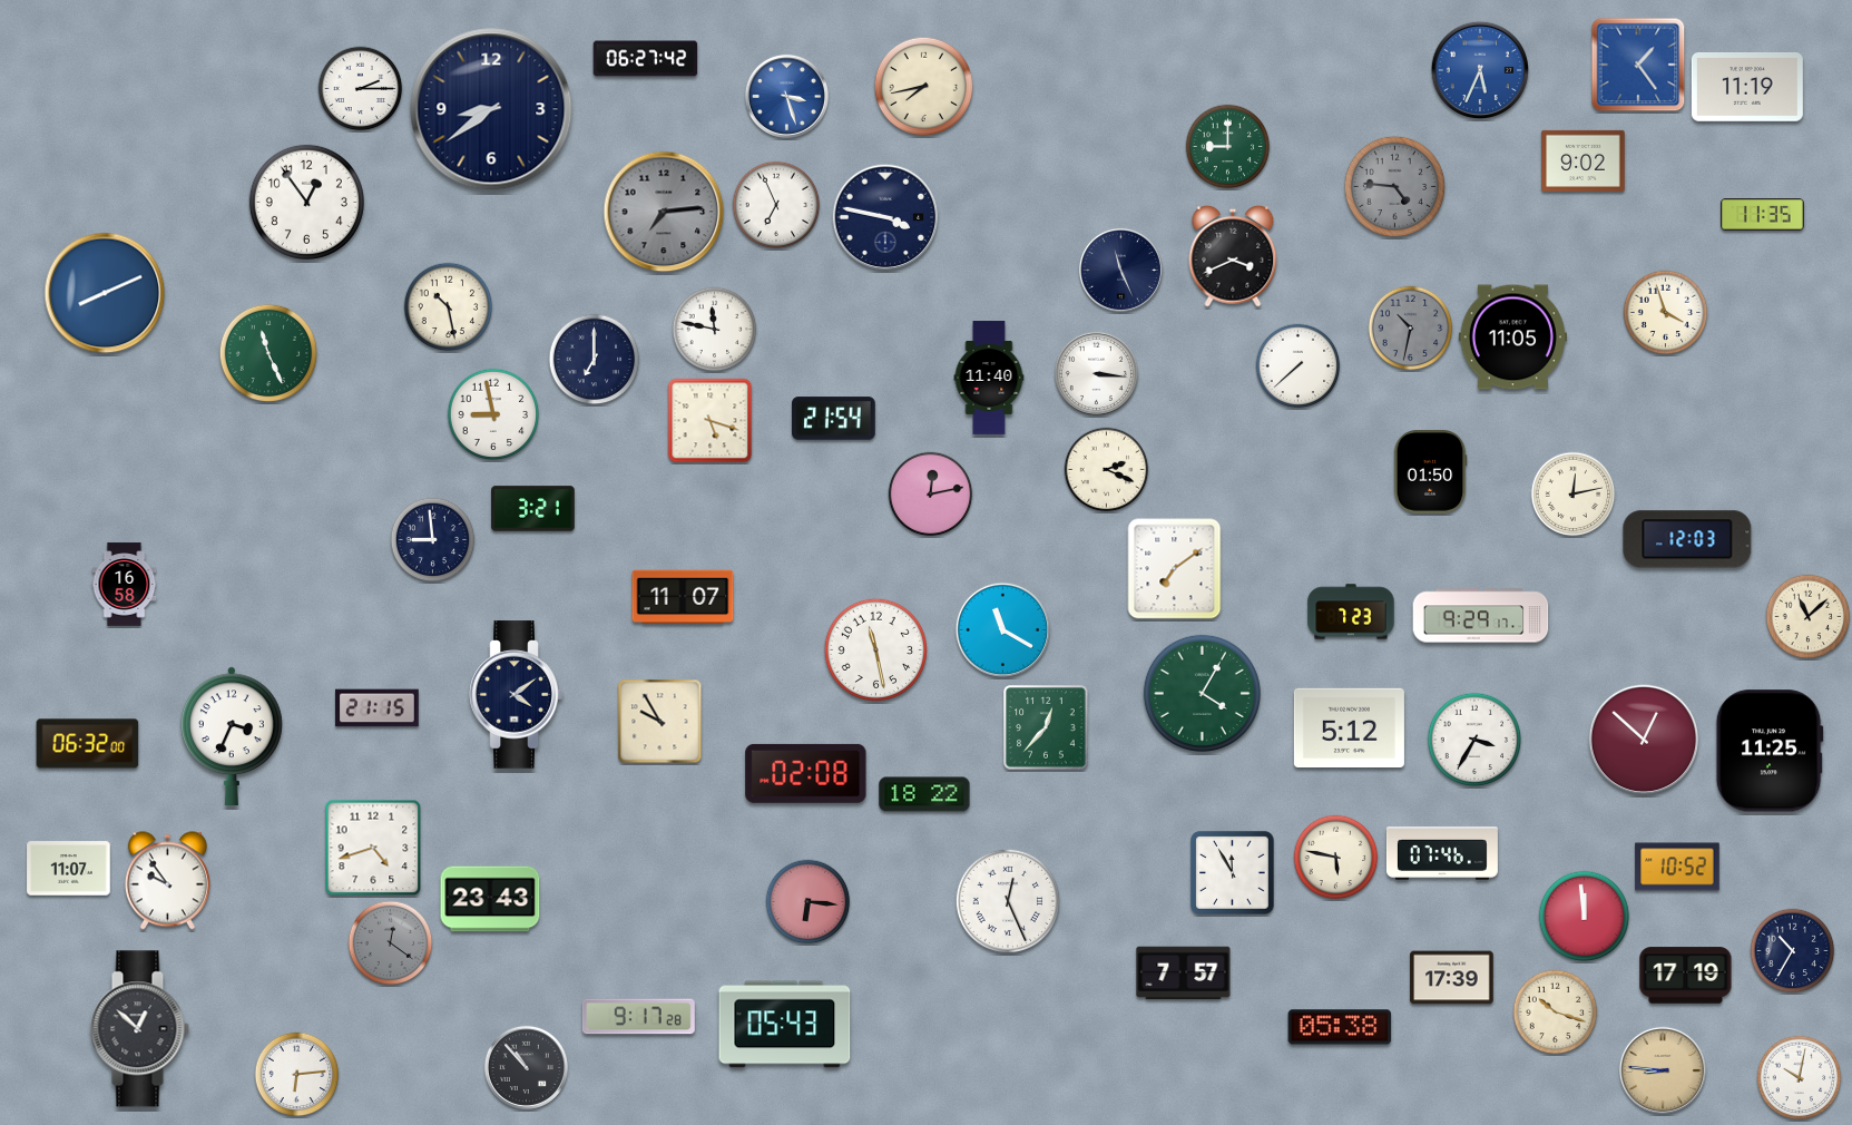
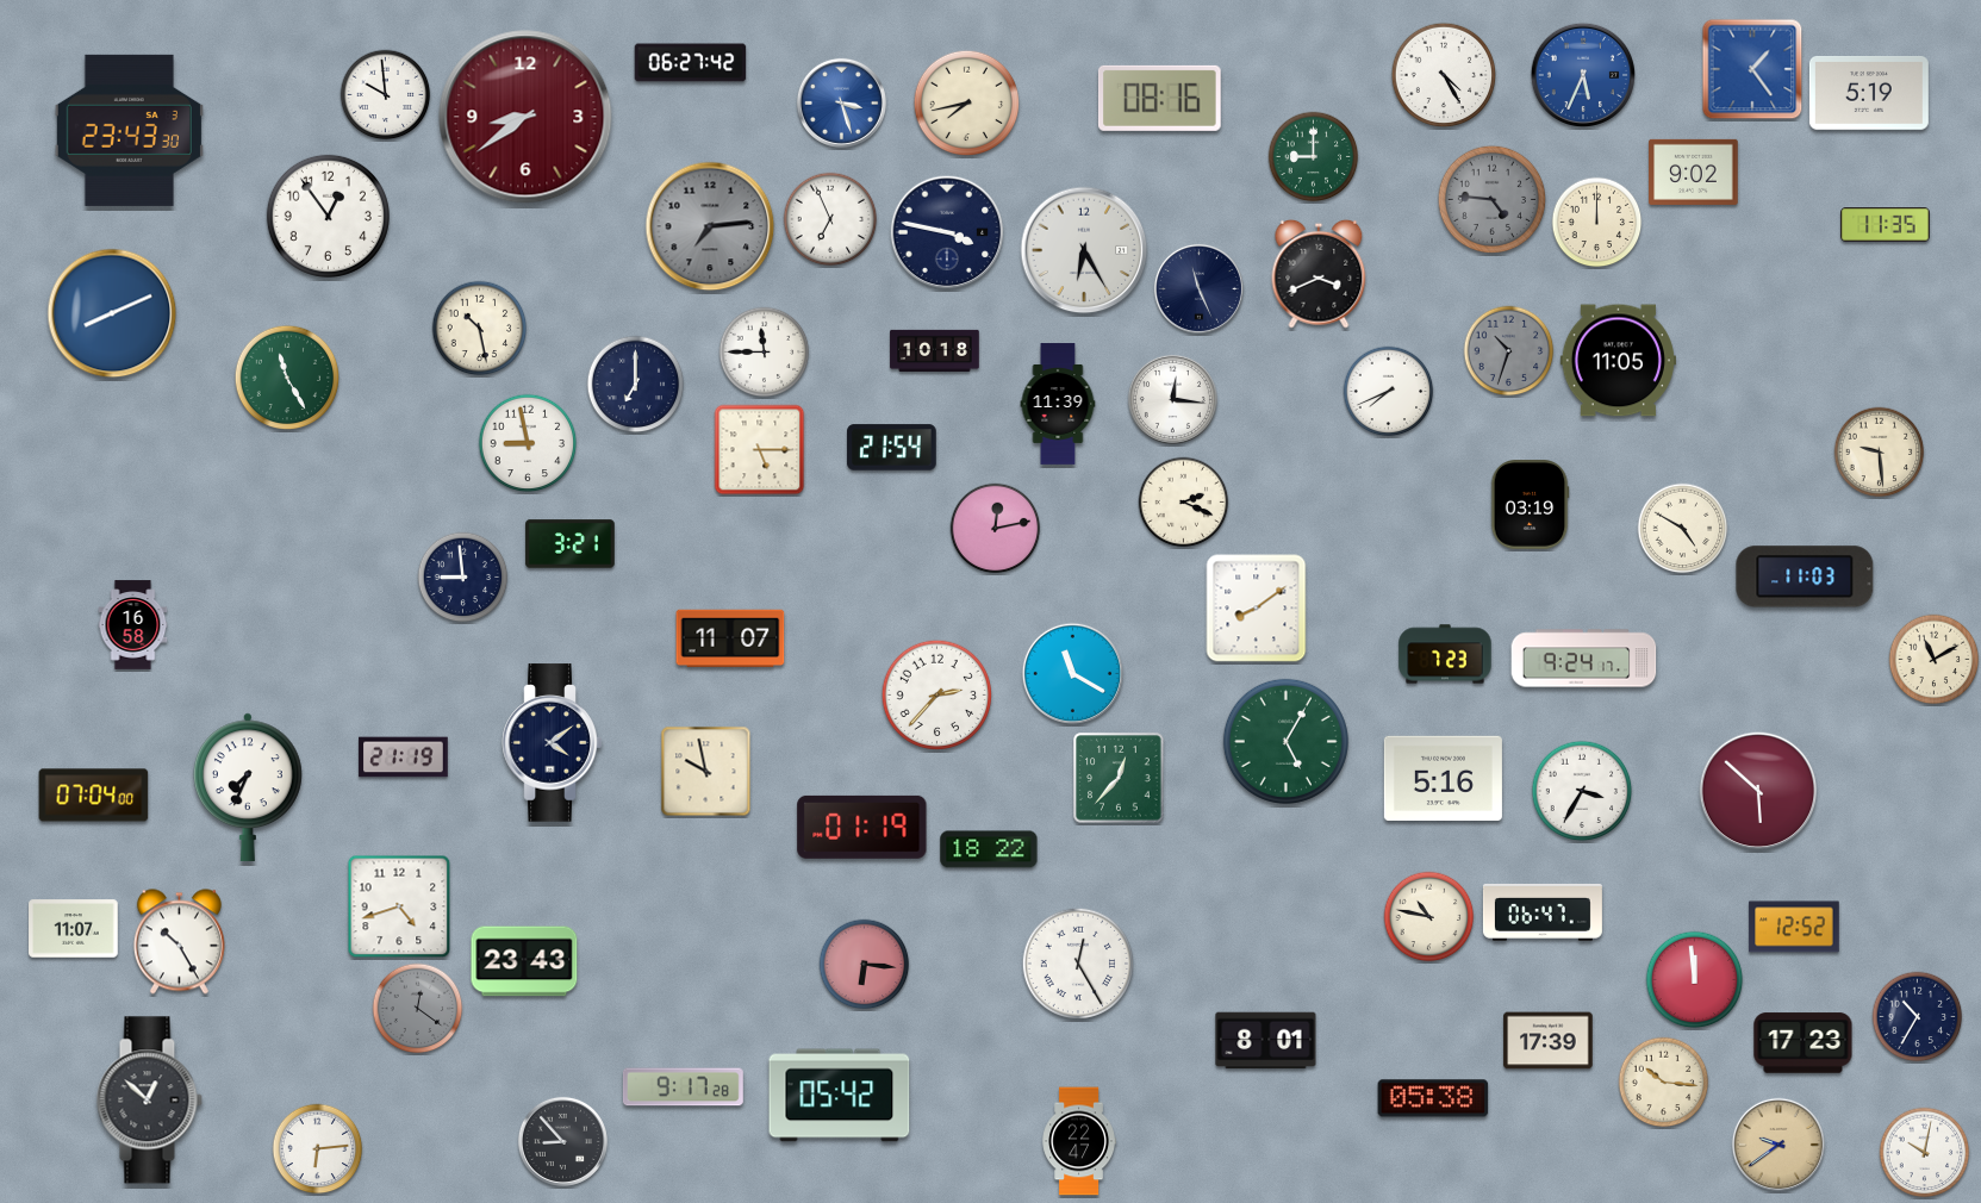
clock at (1444, 75): none -> 4:25
clock at (924, 87) position: (924, 87) -> (967, 104)
clock at (1747, 88): 11:19 -> 5:19
clock at (361, 89): 2:15 -> 9:59
clock at (1159, 98): none -> 08:16
clock at (491, 109) dial: navy -> burgundy
clock at (129, 130): none -> 23:43
clock at (1597, 223): none -> 12:00
clock at (1763, 215) position: (1763, 215) -> (1886, 225)
clock at (1084, 250): none -> 6:25
clock at (1666, 313): 3:57 -> none
clock at (935, 350): none -> 10:18
clock at (1411, 329): 10:32 -> 10:33
clock at (715, 330): 11:47 -> 11:45
clock at (268, 353): 11:26 -> 11:25
clock at (1299, 366): 7:38 -> 7:41
clock at (1096, 373): 3:16 -> 12:16
clock at (989, 378): 11:40 -> 11:39
clock at (711, 421): 5:18 -> 5:15
clock at (1880, 453): none -> 9:29
clock at (1430, 472): 01:50 -> 03:19
clock at (1574, 495): 12:13 -> 4:50
clock at (1687, 539): 12:03 -> 11:03
clock at (1175, 569): 7:09 -> 8:09
clock at (1481, 616): 9:29 -> 9:24
clock at (1809, 617): 11:08 -> 11:10
clock at (876, 650): 11:28 -> 2:37
clock at (1202, 693): 4:05 -> 5:05
clock at (378, 708): 21:15 -> 21:19
clock at (660, 722): 9:55 -> 9:58
clock at (1349, 727): 5:12 -> 5:16
clock at (233, 735): 3:34 -> 7:34
clock at (1474, 740) position: (1474, 740) -> (1582, 791)
clock at (1644, 740): 12:52 -> 5:52
clock at (88, 744): 06:32 -> 07:04
clock at (1770, 751): 11:25 -> none
clock at (806, 773): 02:08 -> 01:19
clock at (1442, 853): 07:46 -> 06:47
clock at (1336, 858): 5:47 -> 10:47
clock at (1677, 867): 10:52 -> 12:52
clock at (1233, 873): 11:55 -> none
clock at (167, 881): 9:54 -> 10:25
clock at (1007, 900): 12:26 -> 12:25
clock at (1184, 974): 7:57 -> 8:01
clock at (1686, 976): 17:19 -> 17:23
clock at (1452, 978) position: (1452, 978) -> (1549, 1041)
clock at (1556, 1013): 10:18 -> 10:16
clock at (785, 1025): 05:43 -> 05:42
clock at (526, 1067): 10:53 -> 8:53
clock at (1078, 1141): none -> 22:47
clock at (1663, 1070): 8:46 -> 9:39
